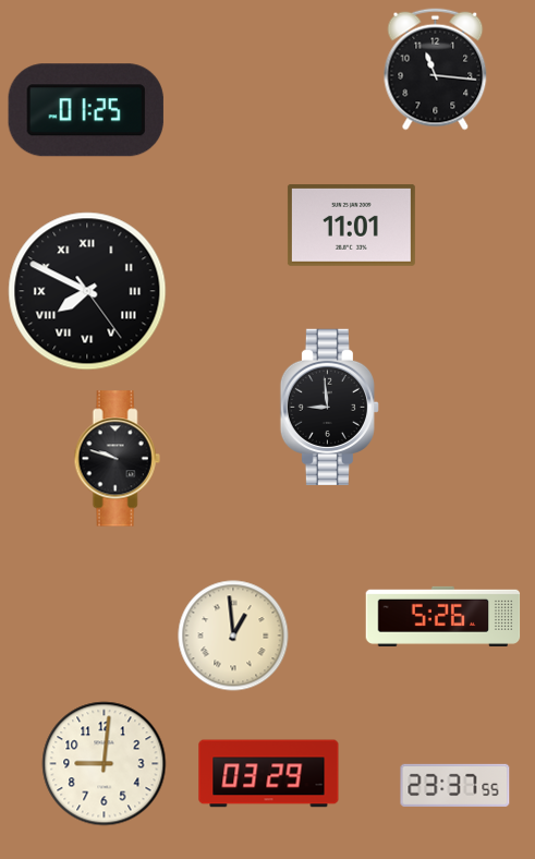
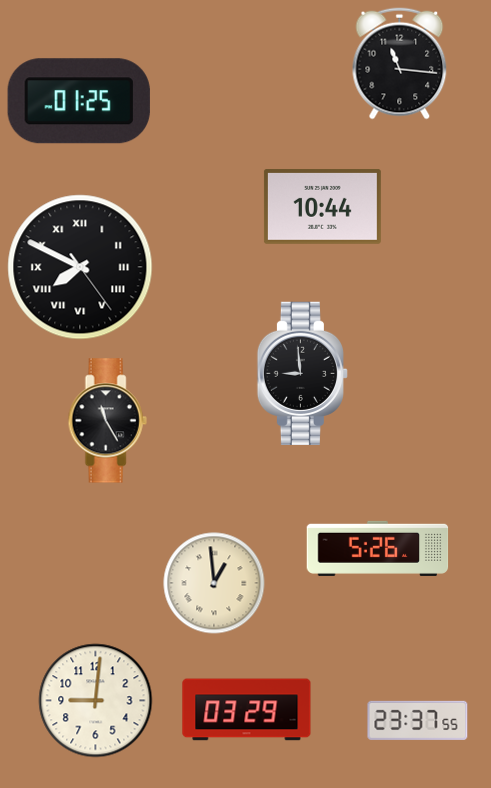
clock at (351, 226): 11:01 -> 10:44
clock at (117, 459): 9:48 -> 11:25
clock at (443, 616) position: (443, 616) -> (378, 548)
